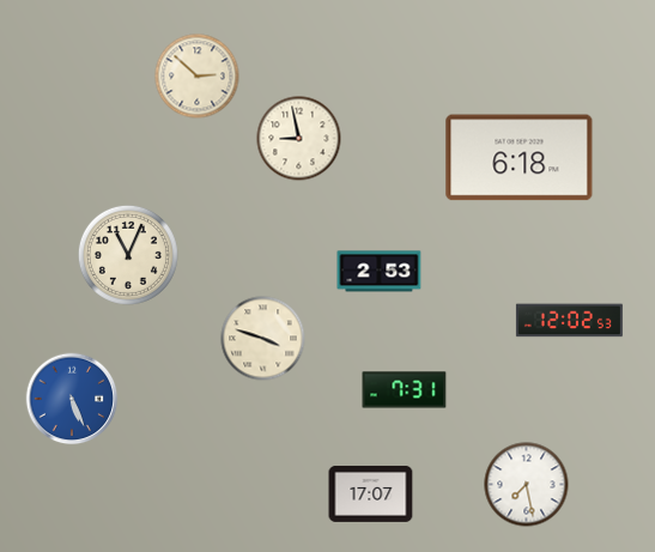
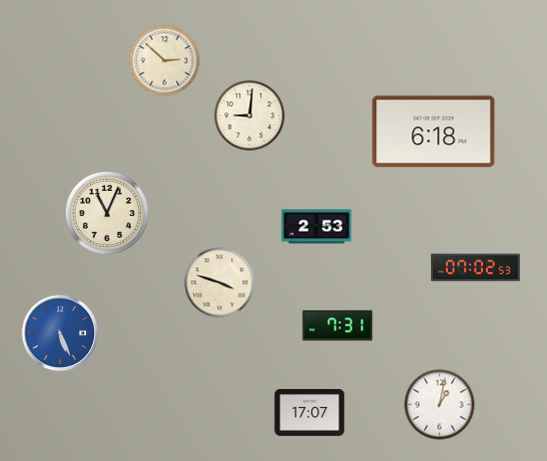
clock at (198, 77) position: (198, 77) -> (165, 61)
clock at (299, 139): 8:58 -> 9:01
clock at (569, 321): 12:02 -> 07:02
clock at (527, 485): 7:28 -> 1:02
